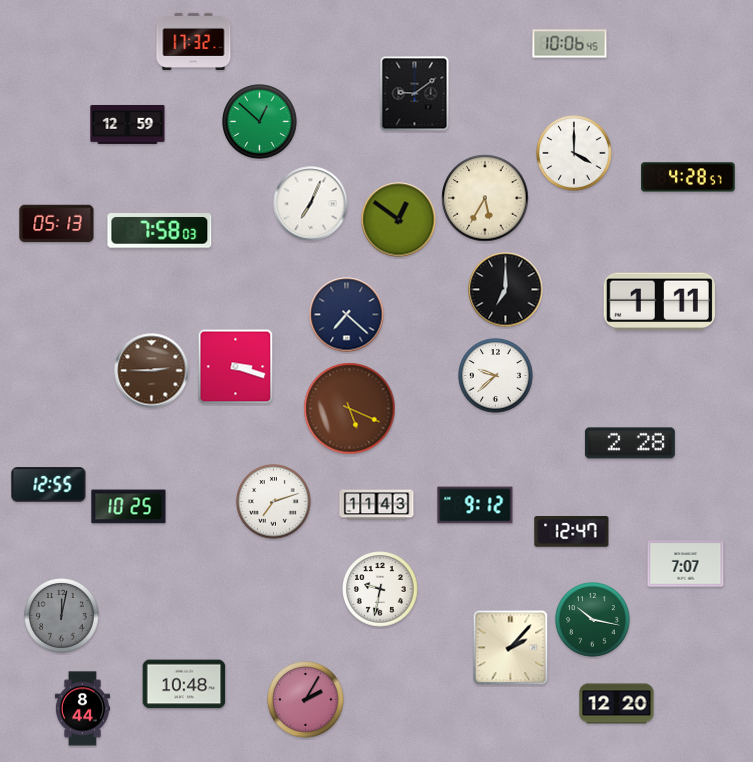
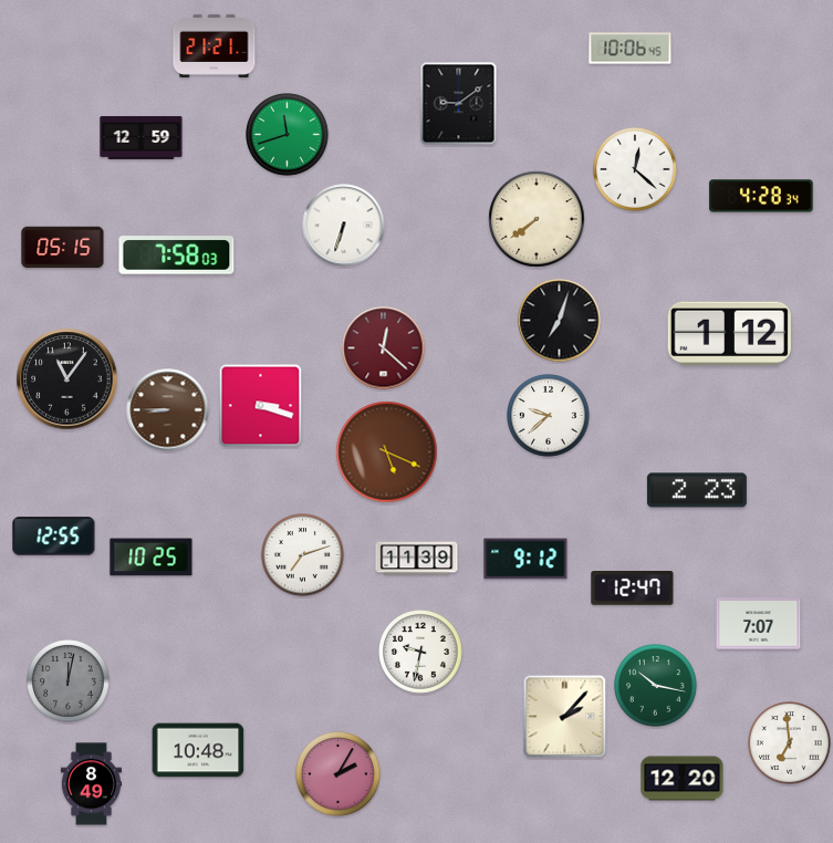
clock at (194, 41): 17:32 -> 21:21
clock at (260, 122): 12:52 -> 11:42
clock at (574, 153): 4:00 -> 12:22
clock at (688, 177): 4:28:57 -> 4:28:34
clock at (485, 198): 5:35 -> 7:39
clock at (311, 204): 7:04 -> 6:33
clock at (399, 220): 12:51 -> none
clock at (57, 224): 05:13 -> 05:15
clock at (506, 290): 7:00 -> 7:03
clock at (659, 302): 1:11 -> 1:12
clock at (347, 315): 7:22 -> 12:22
clock at (347, 315) dial: navy -> burgundy
clock at (67, 379): none -> 11:06
clock at (152, 371): 2:45 -> 8:45
clock at (630, 443): 2:28 -> 2:23
clock at (377, 505): 11:43 -> 11:39
clock at (129, 507) position: (129, 507) -> (152, 558)
clock at (790, 743): none -> 6:59
clock at (184, 684) position: (184, 684) -> (198, 750)
clock at (82, 709): 8:44 -> 8:49
